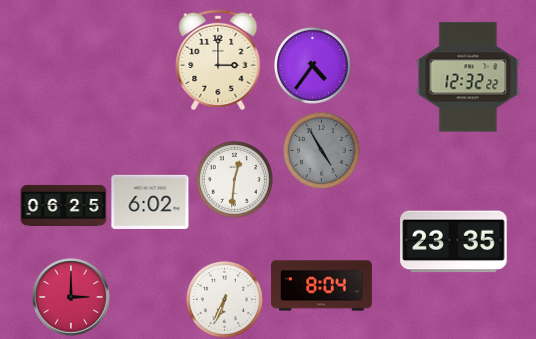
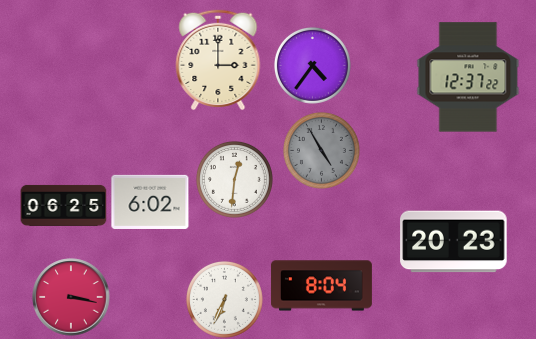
clock at (468, 77): 12:32 -> 12:37
clock at (454, 242): 23:35 -> 20:23
clock at (71, 297): 3:00 -> 3:17
